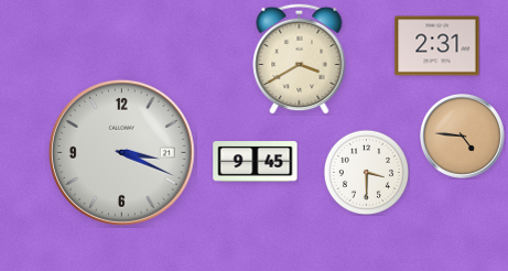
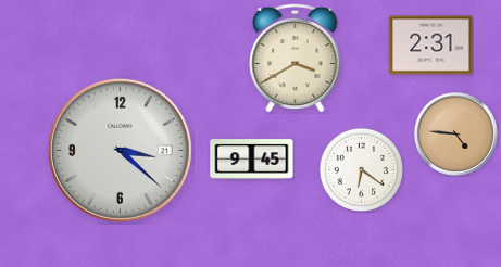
clock at (121, 152): 3:19 -> 3:22
clock at (366, 172): 3:30 -> 6:21
